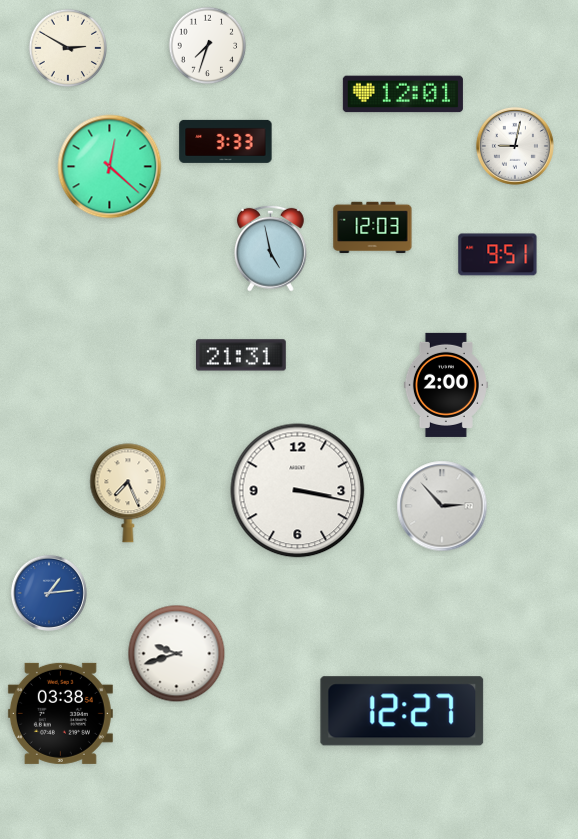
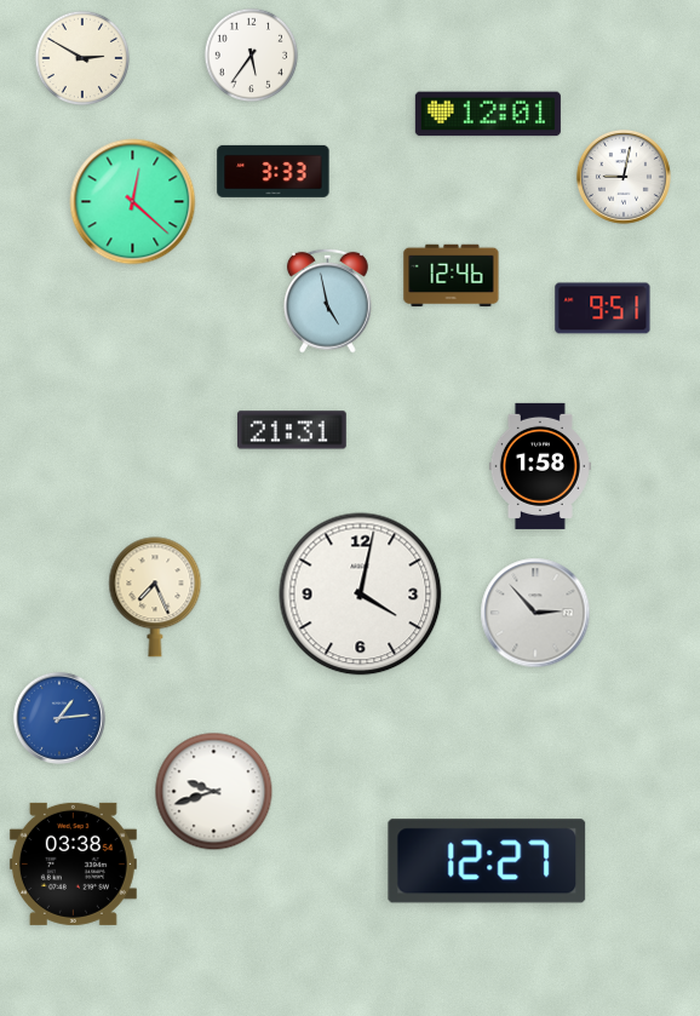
clock at (208, 46): 7:33 -> 5:36
clock at (373, 228): 12:03 -> 12:46
clock at (446, 385): 2:00 -> 1:58
clock at (298, 491): 3:17 -> 4:02
